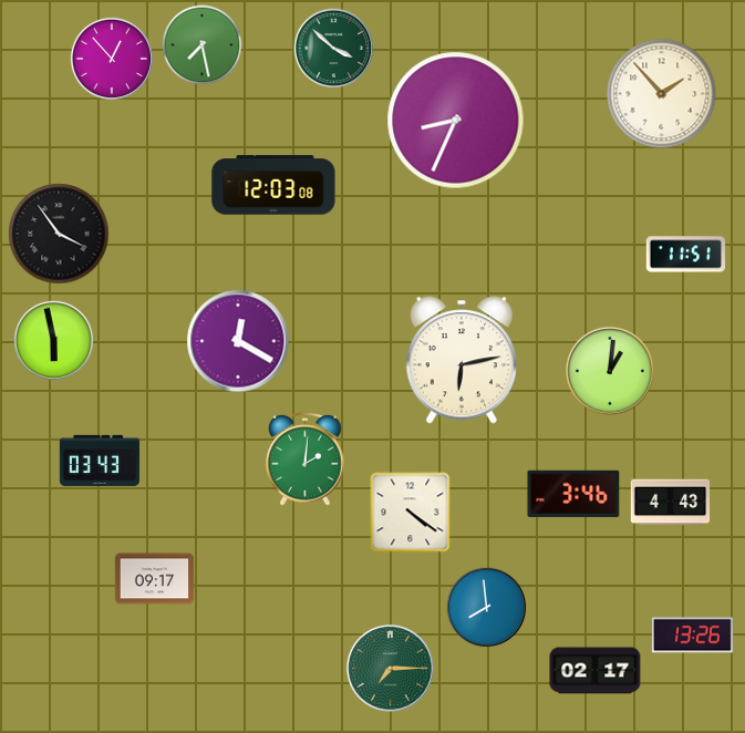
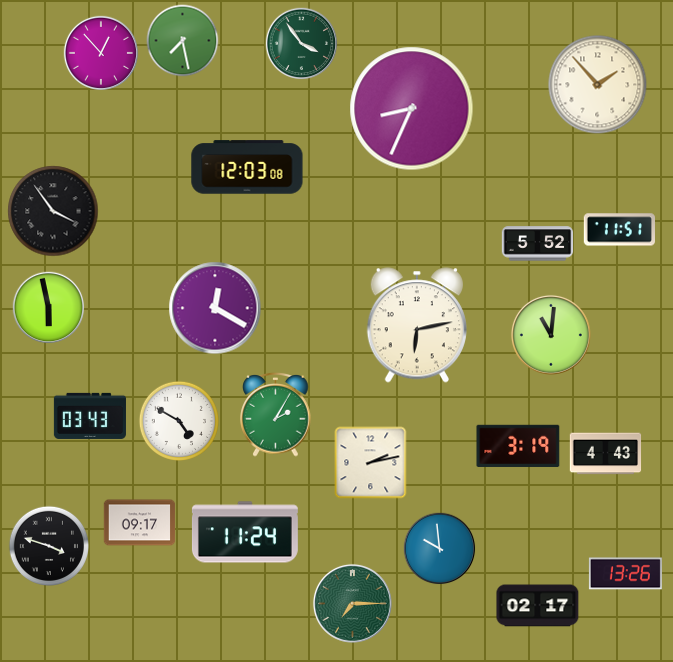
clock at (334, 49): 3:52 -> 3:54
clock at (538, 244): none -> 5:52
clock at (610, 371): 1:01 -> 11:01
clock at (306, 460): 2:01 -> 2:05
clock at (178, 420): none -> 4:50
clock at (573, 493): 3:46 -> 3:19
clock at (411, 513): 4:21 -> 2:13
clock at (245, 532): none -> 11:24
clock at (48, 545): none -> 3:48
clock at (487, 608): 7:59 -> 9:59
